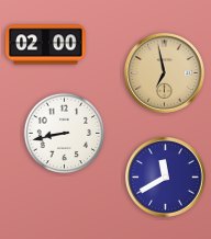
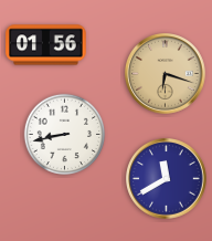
clock at (46, 45): 02:00 -> 01:56
clock at (165, 73): 6:58 -> 6:18
